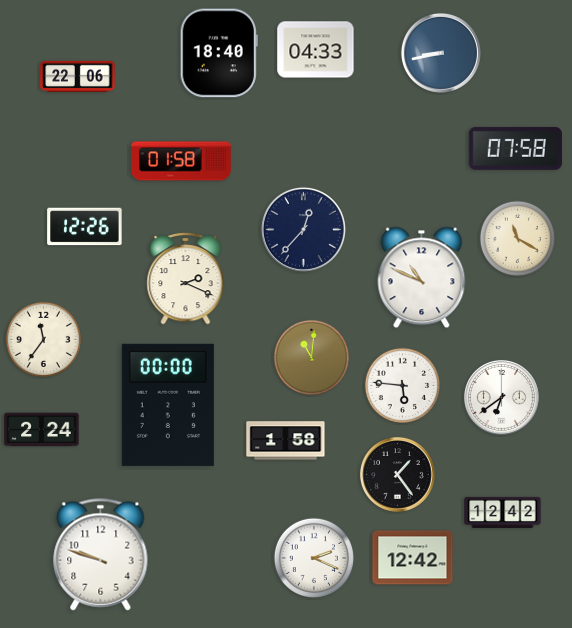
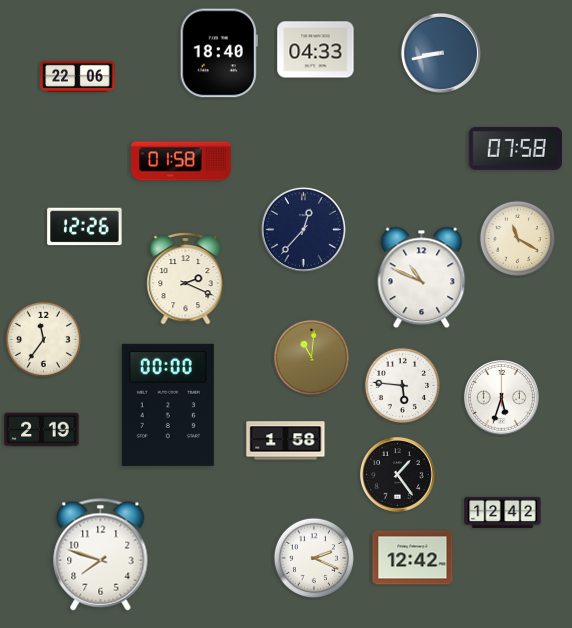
clock at (501, 397): 6:39 -> 5:33
clock at (42, 430): 2:24 -> 2:19
clock at (101, 555): 9:48 -> 7:48
